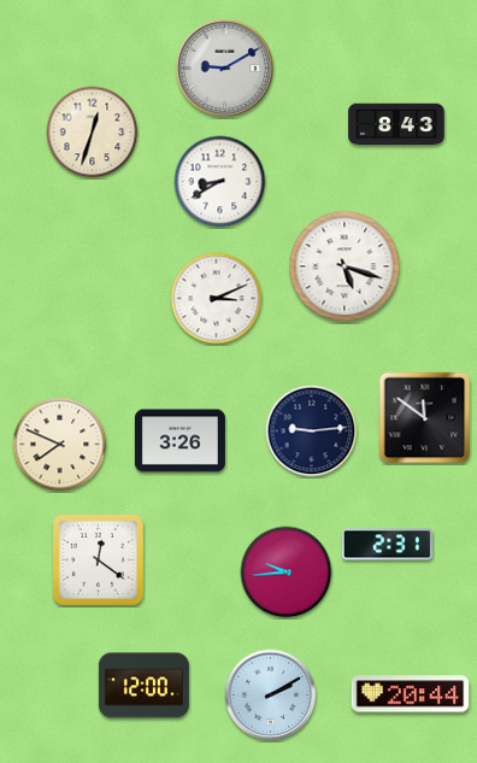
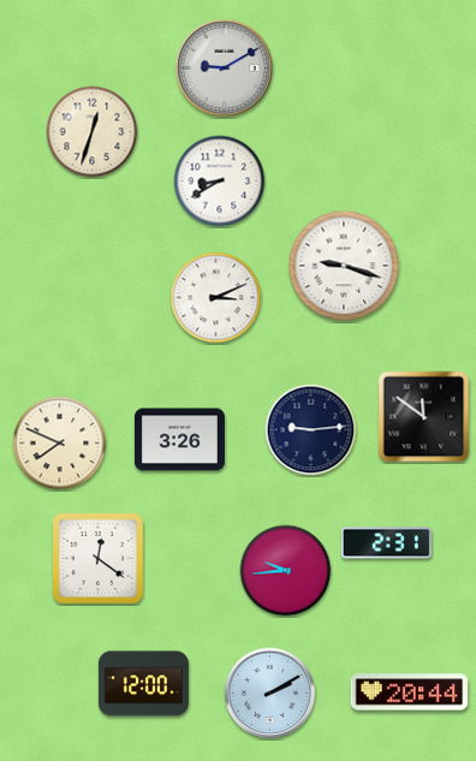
clock at (396, 124): 8:43 -> none
clock at (344, 266): 5:18 -> 9:18
